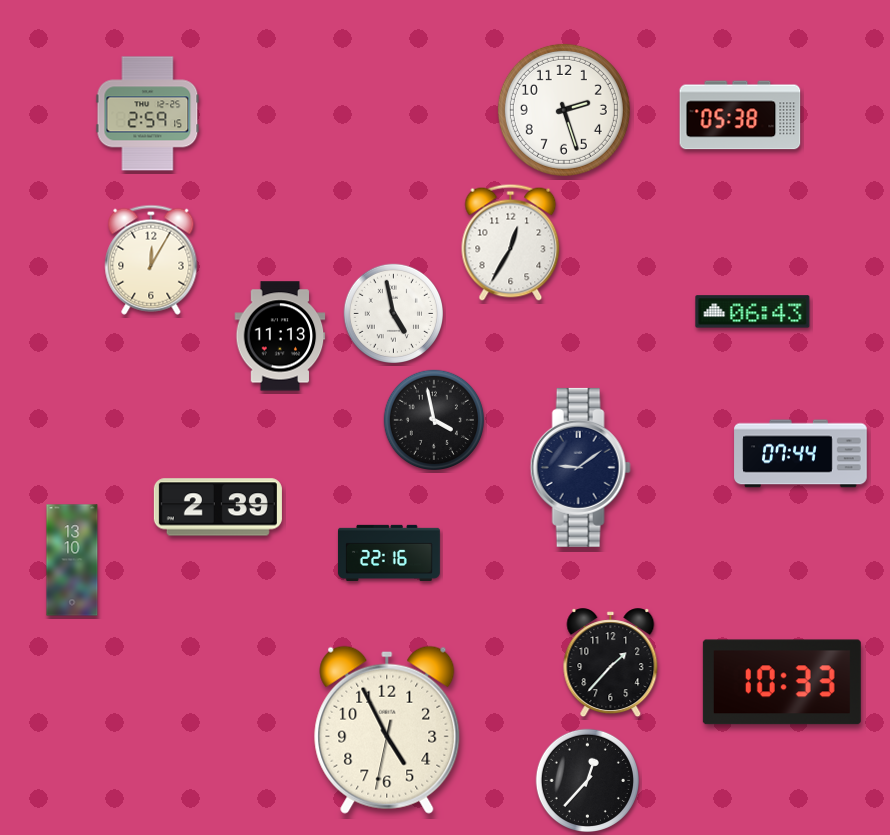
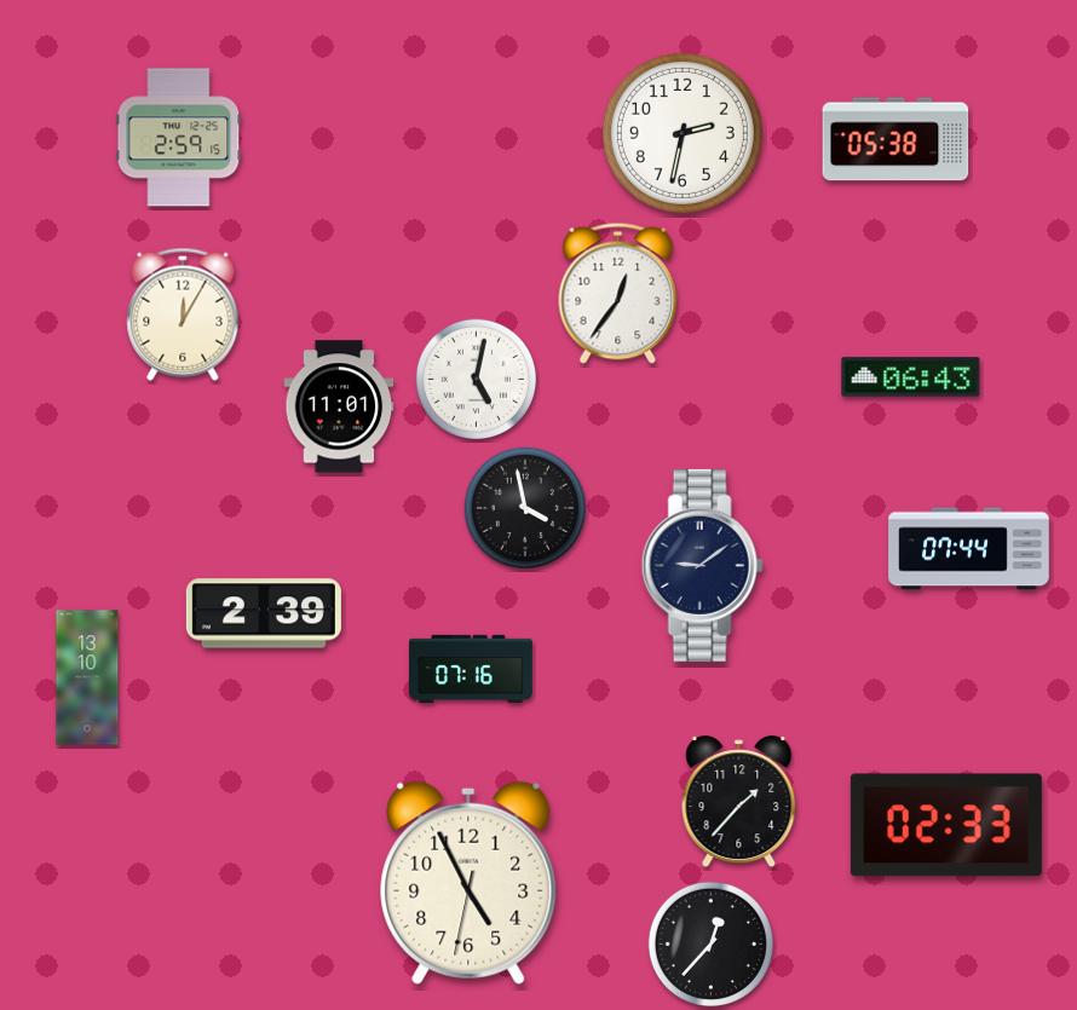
clock at (564, 110): 2:27 -> 2:32
clock at (511, 242): 12:35 -> 12:36
clock at (393, 313): 4:58 -> 5:02
clock at (280, 336): 11:13 -> 11:01
clock at (389, 552): 22:16 -> 07:16
clock at (782, 682): 10:33 -> 02:33
